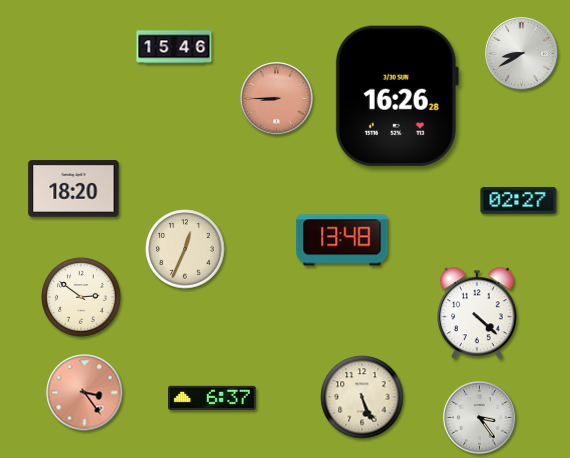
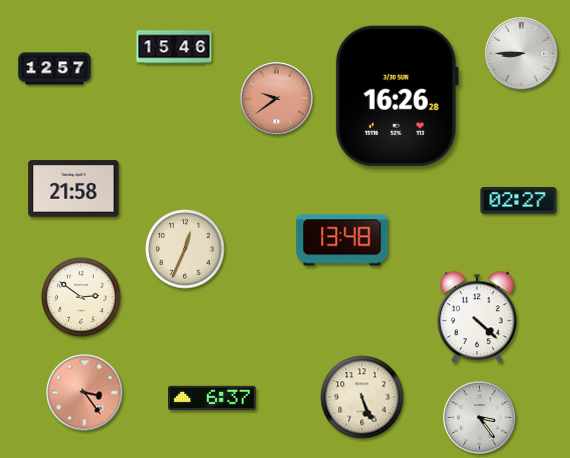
clock at (522, 54): 8:40 -> 8:45
clock at (55, 69): none -> 12:57
clock at (277, 99): 8:45 -> 9:39
clock at (74, 189): 18:20 -> 21:58
clock at (478, 313) position: (478, 313) -> (478, 317)
